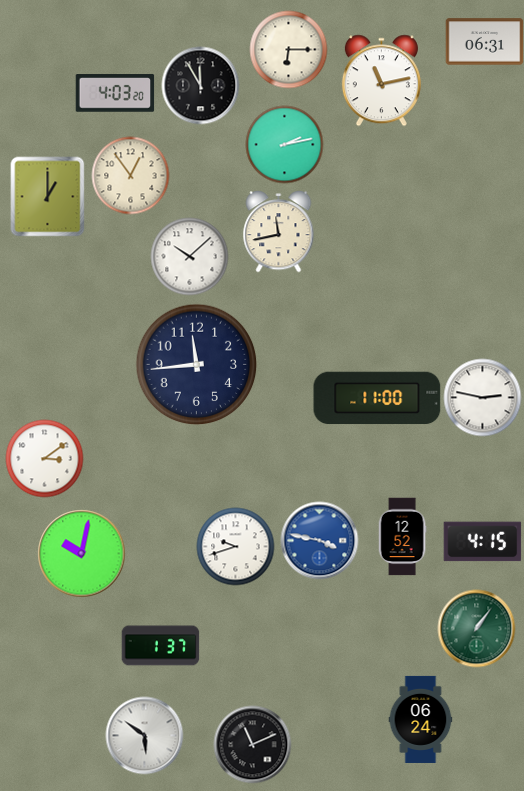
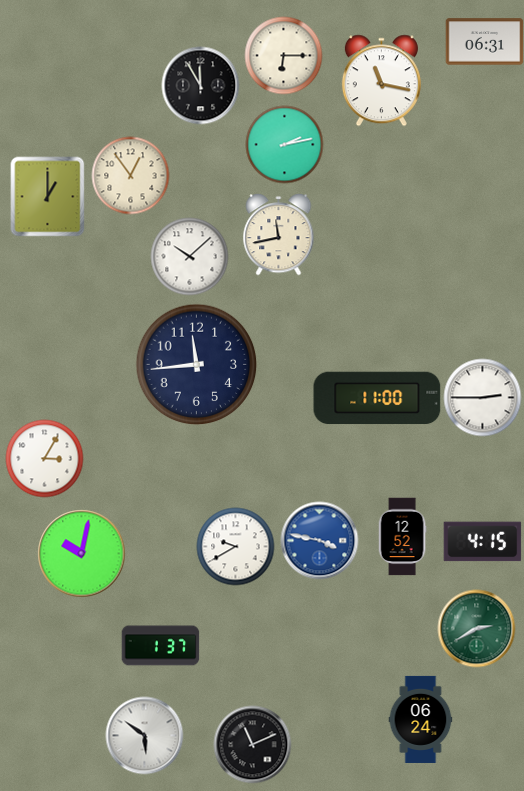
clock at (288, 49) position: (288, 49) -> (283, 55)
clock at (381, 80): 11:13 -> 11:17
clock at (115, 93): 4:03 -> none
clock at (279, 231) position: (279, 231) -> (279, 234)
clock at (482, 397): 2:47 -> 2:45
clock at (44, 458): 3:09 -> 3:05
clock at (235, 546): 9:42 -> 9:40
clock at (476, 628): 1:06 -> 2:40
